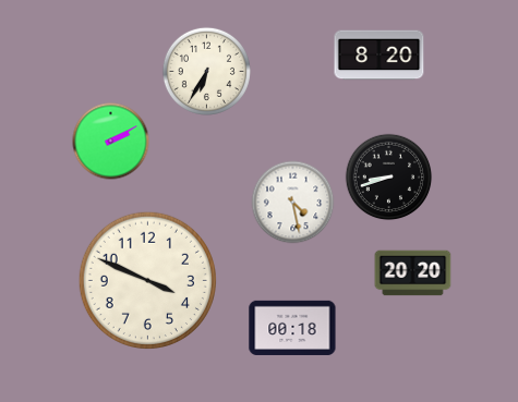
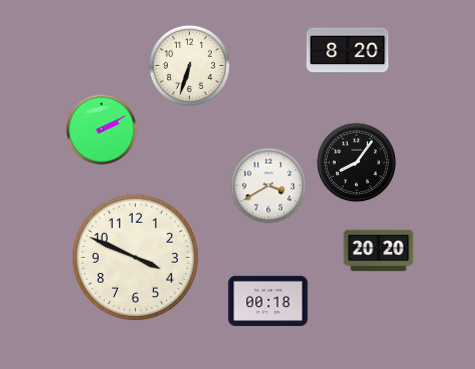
clock at (206, 71): 6:35 -> 6:33
clock at (389, 178): 8:42 -> 8:06
clock at (293, 203): 4:28 -> 3:40
